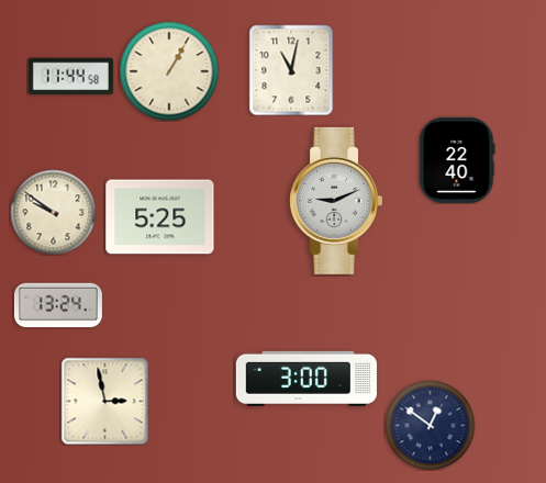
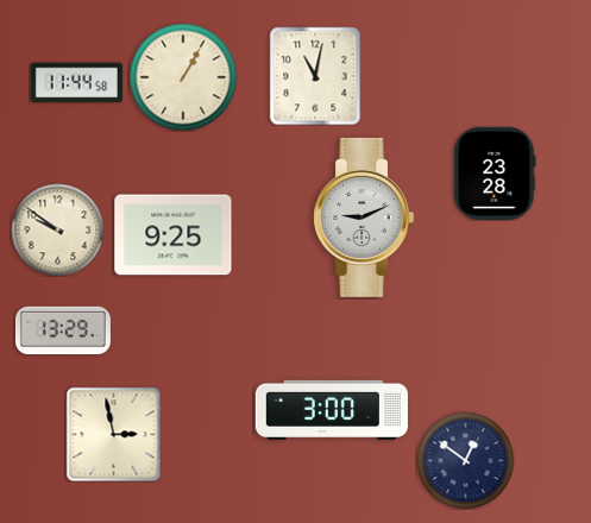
clock at (457, 160): 22:40 -> 23:28
clock at (160, 217): 5:25 -> 9:25
clock at (58, 305): 13:24 -> 13:29
